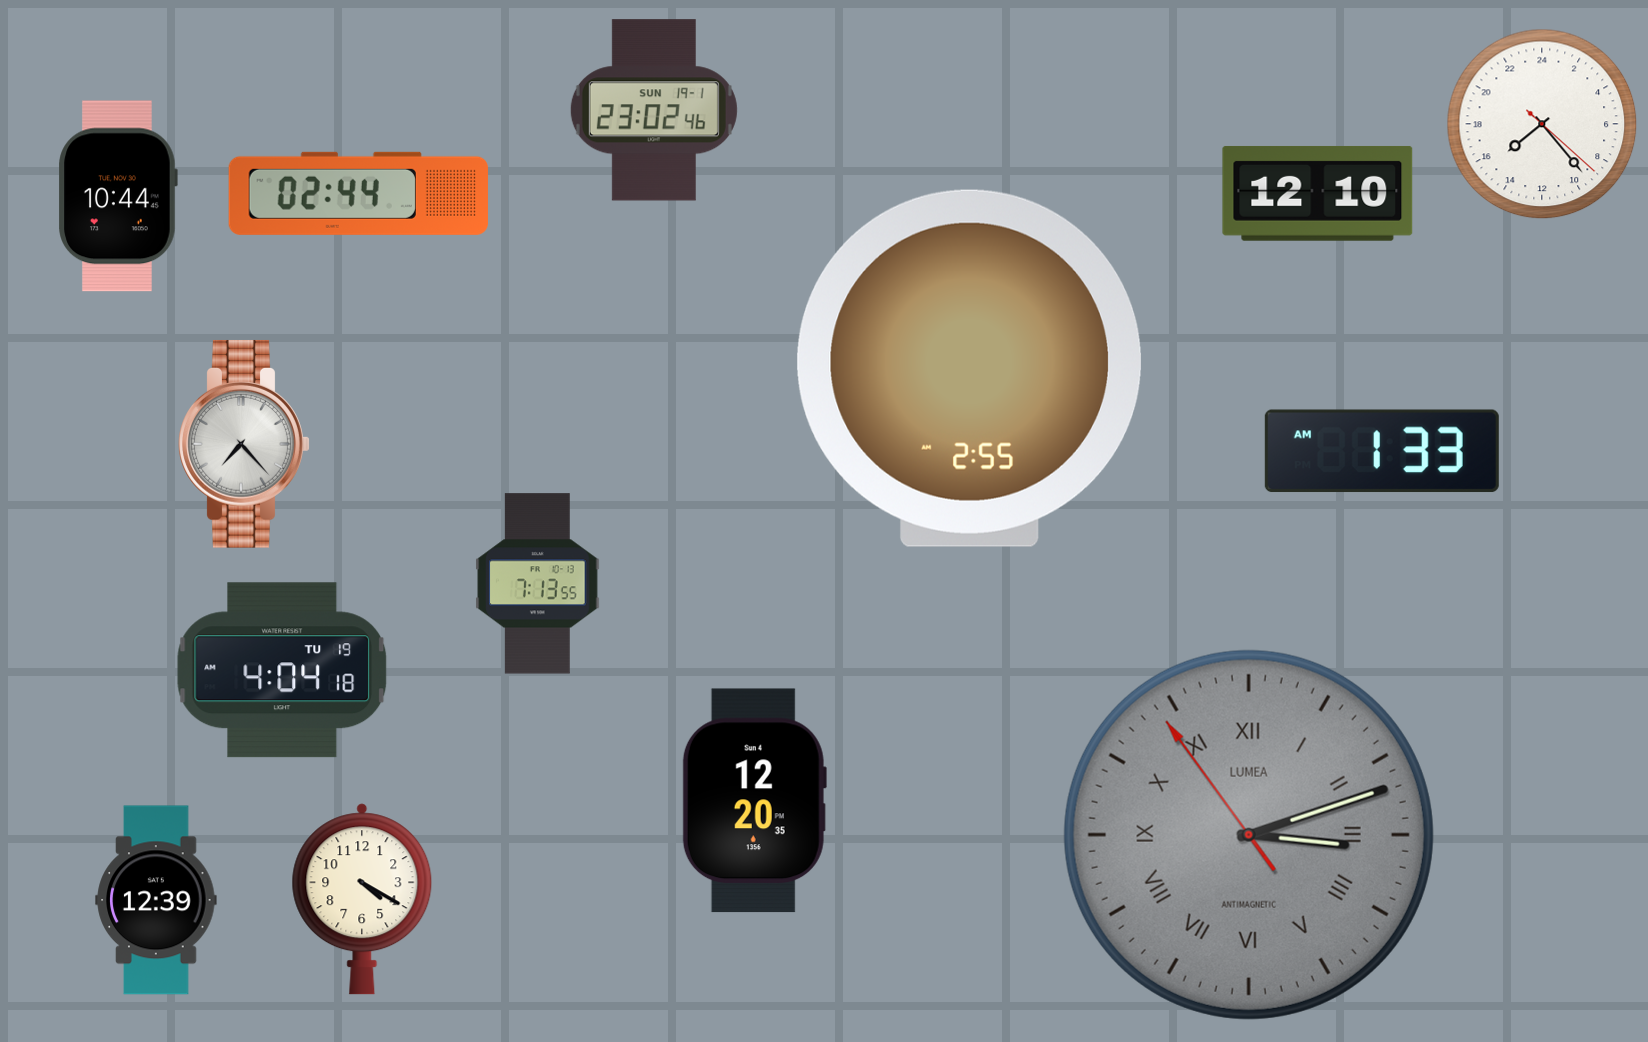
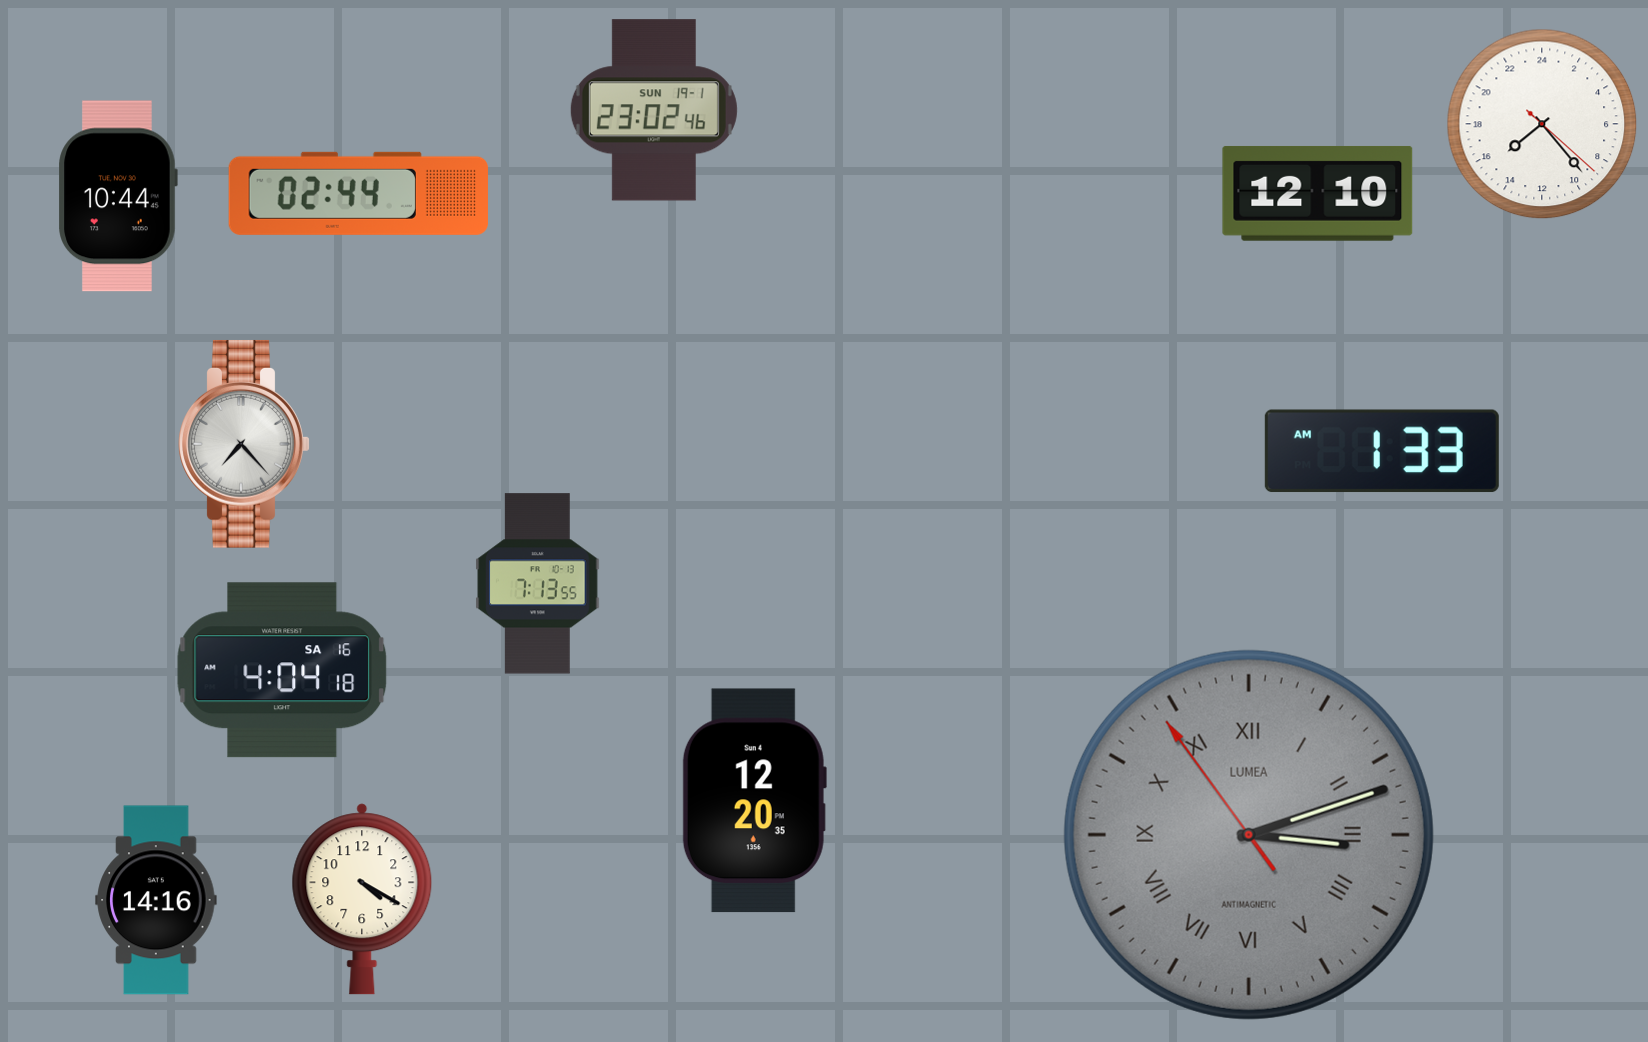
clock at (969, 368): 2:55 -> none
clock at (282, 670) date: TU 19 -> SA 16
clock at (156, 900): 12:39 -> 14:16
